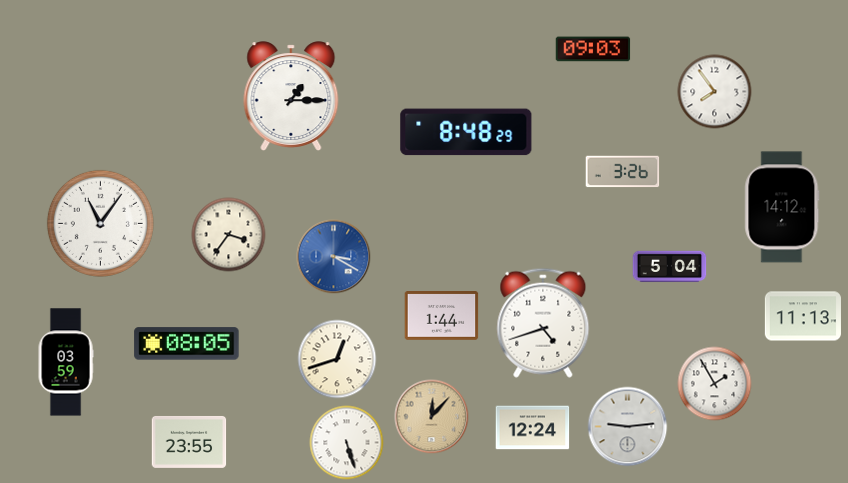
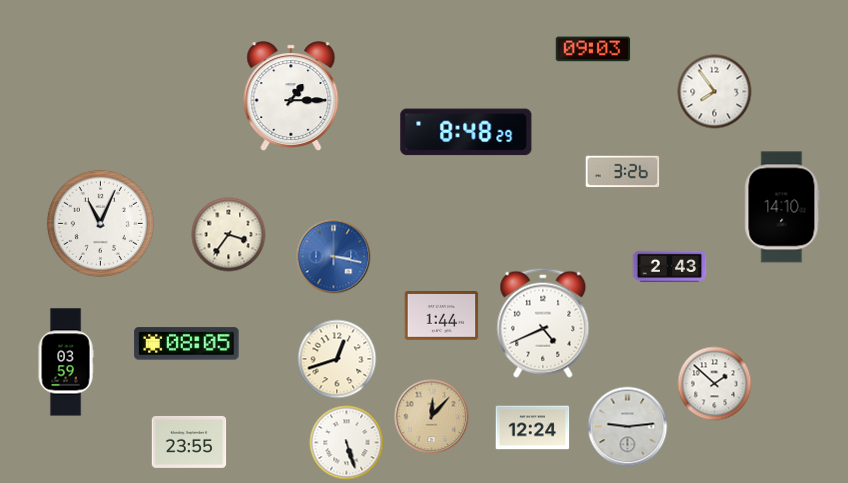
clock at (782, 207): 14:12 -> 14:10
clock at (100, 223): 11:06 -> 11:04
clock at (334, 257): 3:20 -> 3:17
clock at (670, 267): 5:04 -> 2:43
clock at (803, 316): 11:13 -> none
clock at (543, 323): 4:42 -> 4:41
clock at (715, 384): 1:55 -> 1:52
